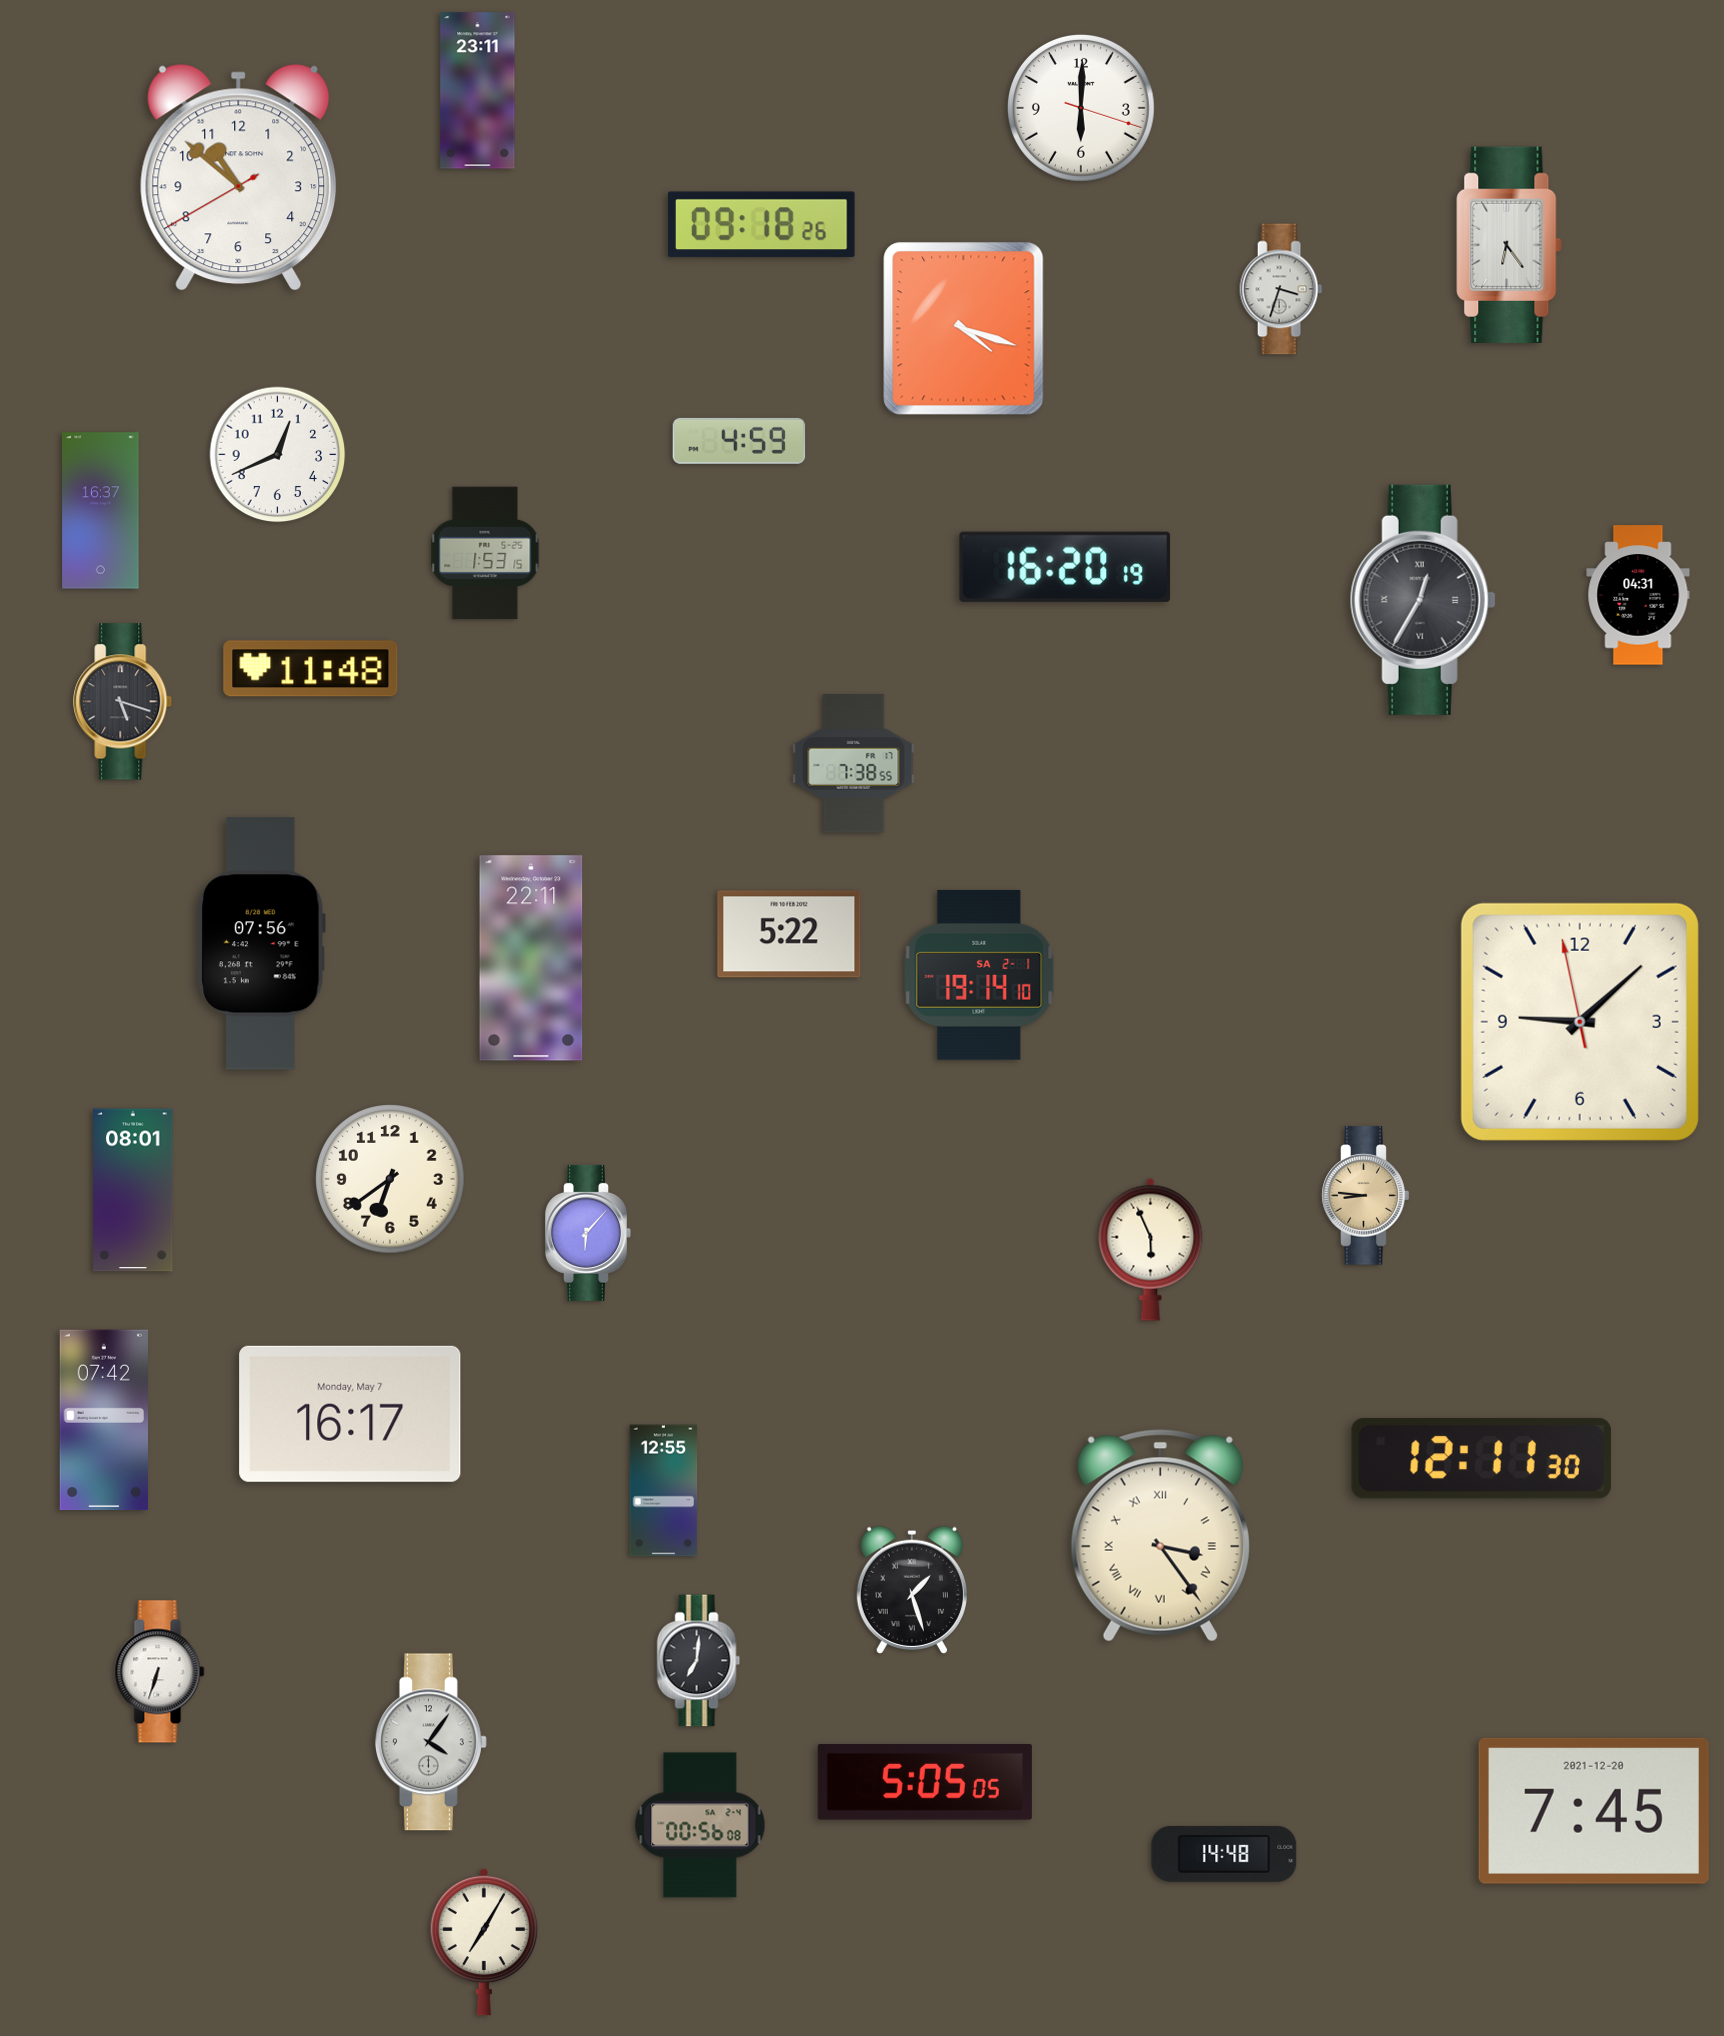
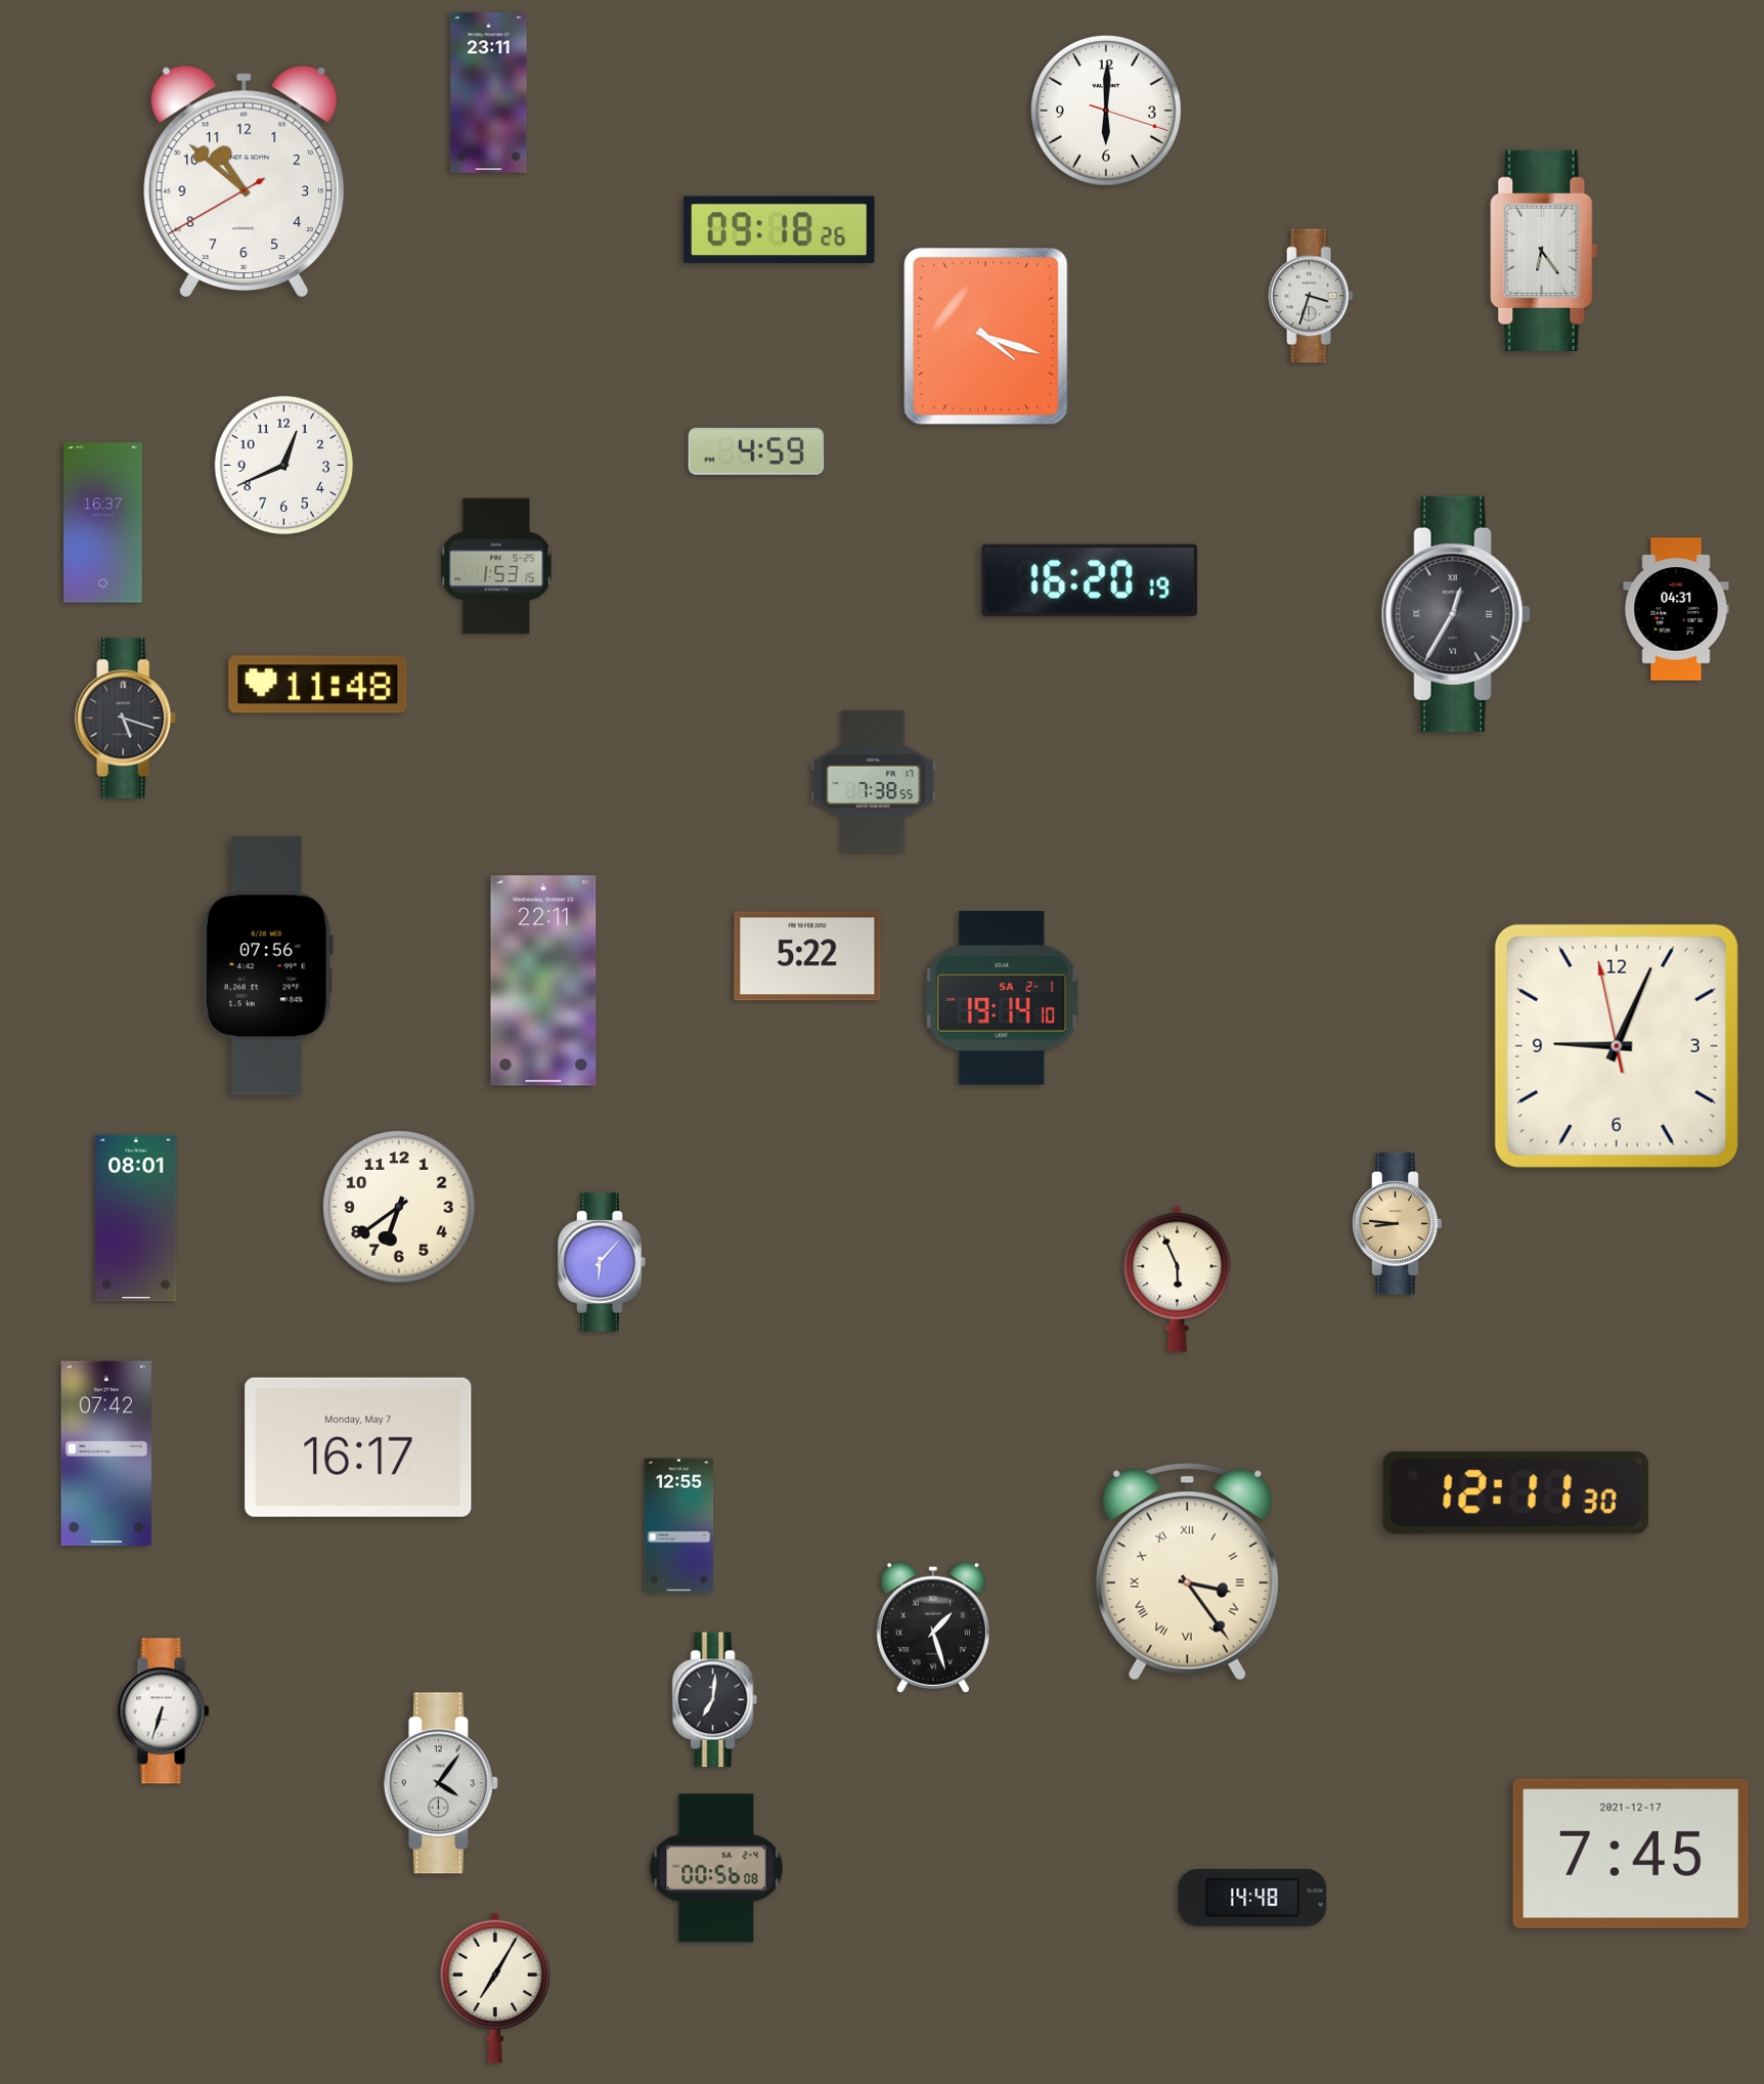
clock at (1580, 1022): 9:07 -> 9:03
clock at (925, 1782): 5:05 -> none
clock at (1594, 1811) date: 2021-12-20 -> 2021-12-17
